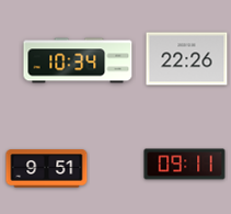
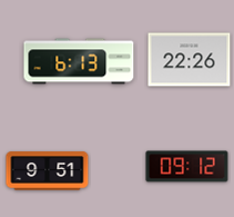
clock at (78, 60): 10:34 -> 6:13
clock at (185, 165): 09:11 -> 09:12
